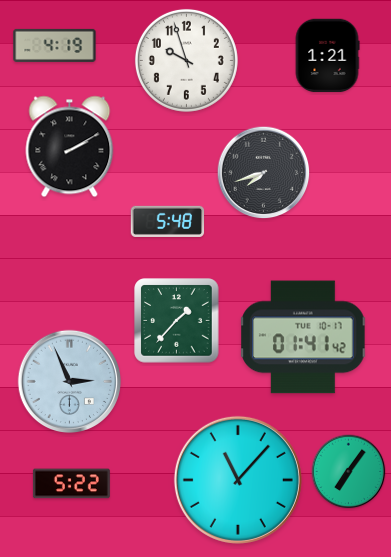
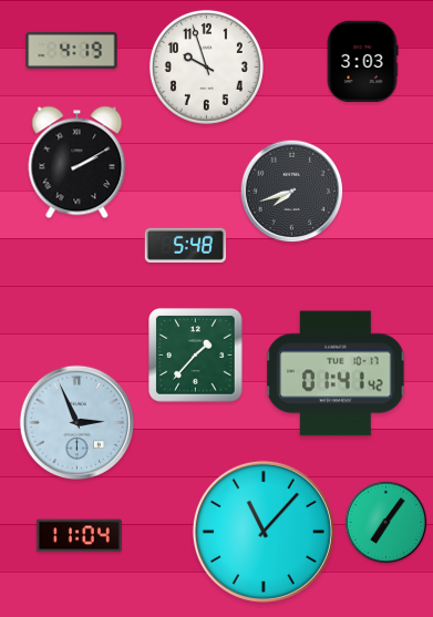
clock at (55, 45) position: (55, 45) -> (72, 50)
clock at (327, 56): 1:21 -> 3:03
clock at (71, 484): 5:22 -> 11:04
